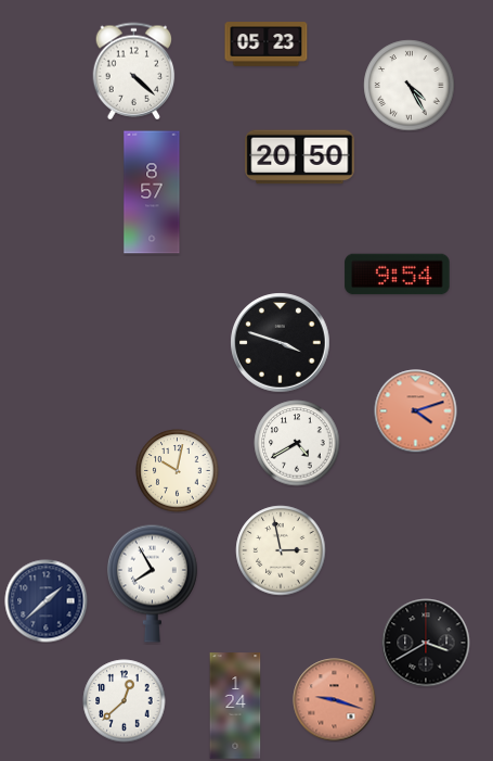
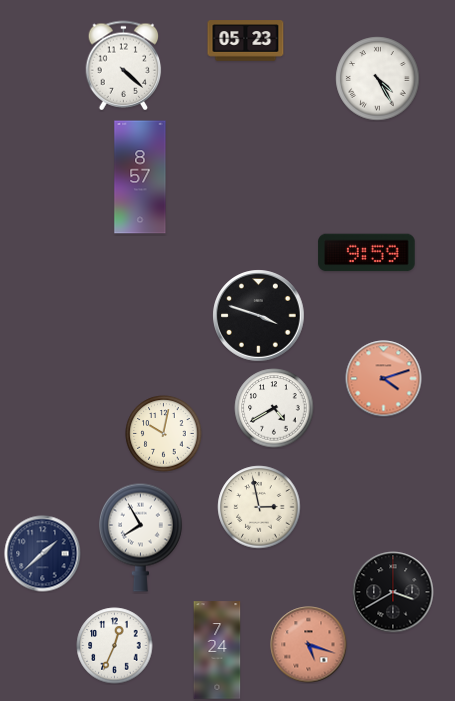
clock at (300, 157): 20:50 -> none
clock at (398, 275): 9:54 -> 9:59
clock at (335, 700): 9:18 -> 5:18
clock at (125, 701): 12:38 -> 12:34
clock at (235, 706): 1:24 -> 7:24
